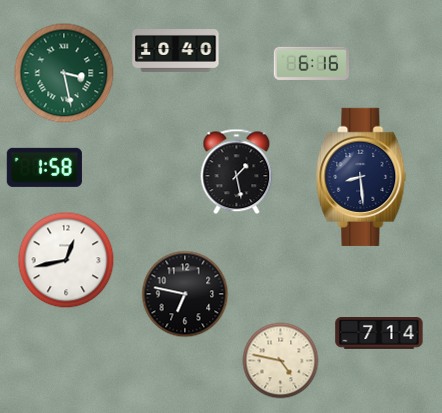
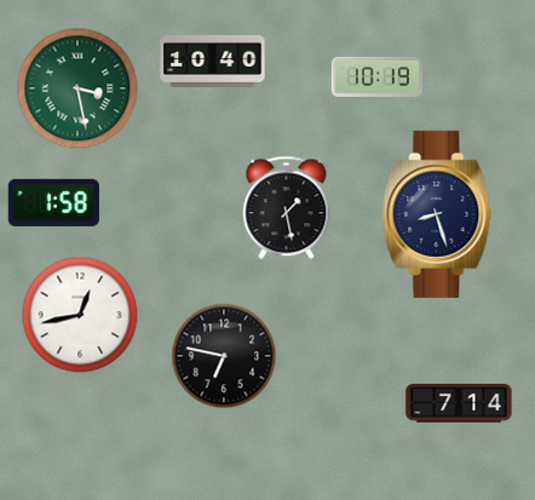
clock at (311, 63): 6:16 -> 10:19
clock at (361, 177): 8:29 -> 8:27
clock at (281, 361): 4:47 -> none
